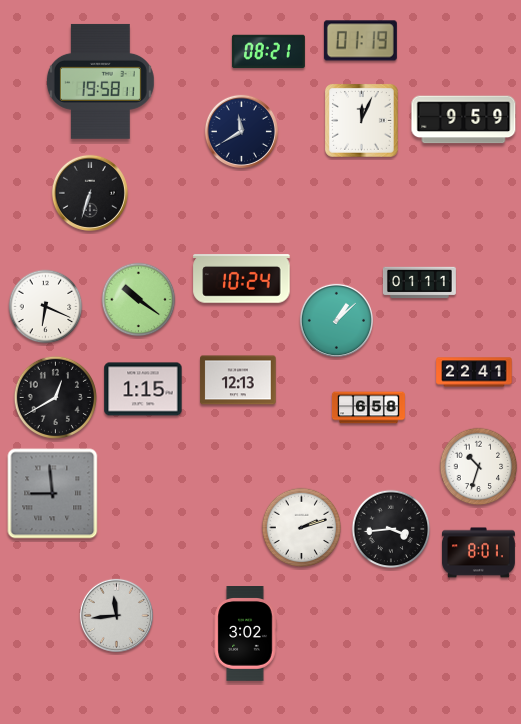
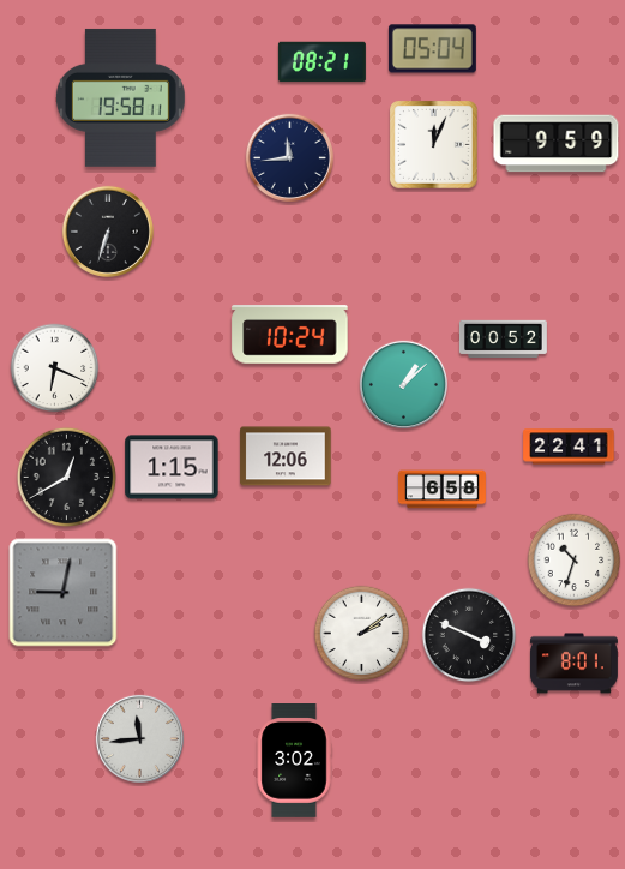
clock at (360, 41): 01:19 -> 05:04
clock at (241, 131): 11:40 -> 11:44
clock at (419, 283): 01:11 -> 00:52
clock at (139, 300): 10:21 -> none
clock at (238, 380): 12:13 -> 12:06
clock at (53, 494): 8:59 -> 9:02
clock at (302, 528): 2:12 -> 2:09
clock at (391, 529): 3:44 -> 3:49
